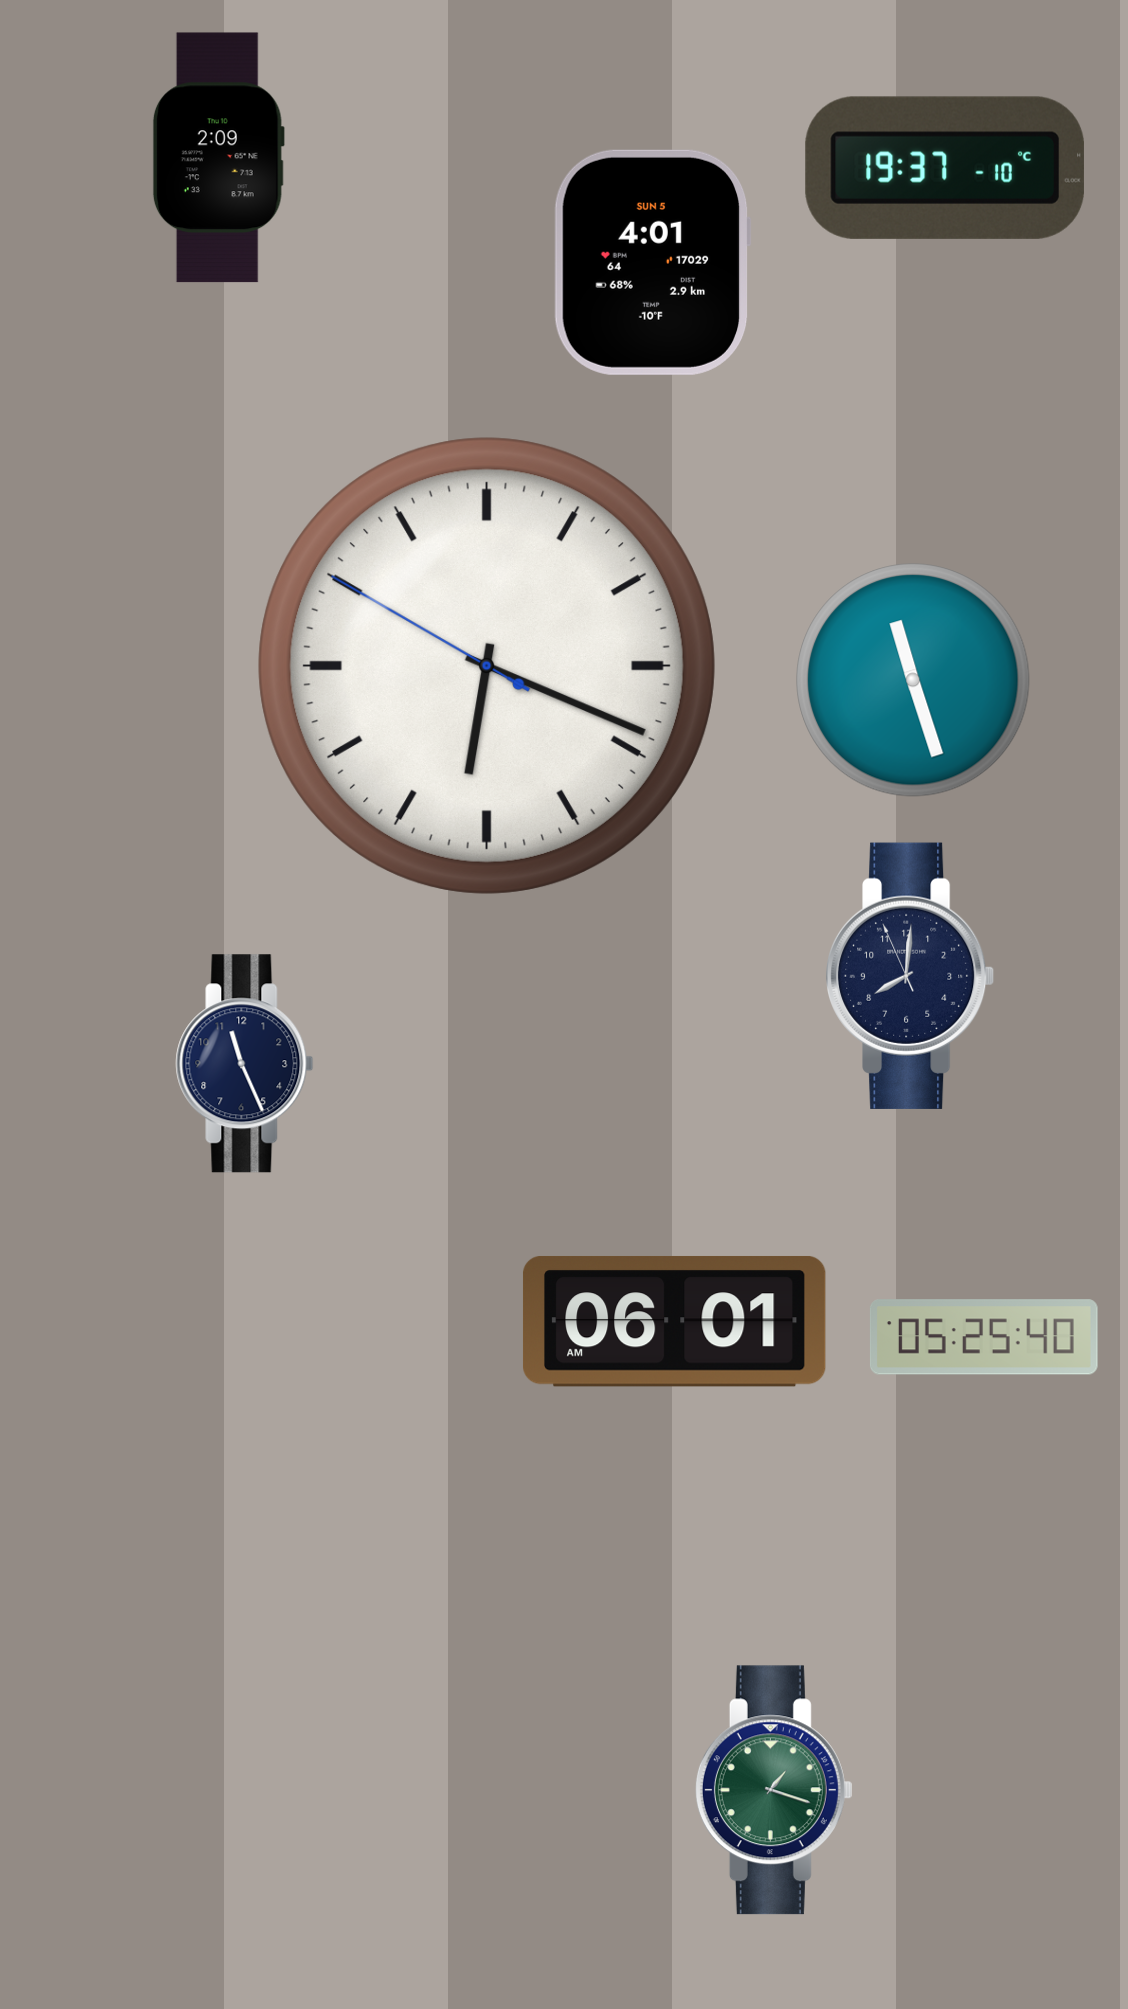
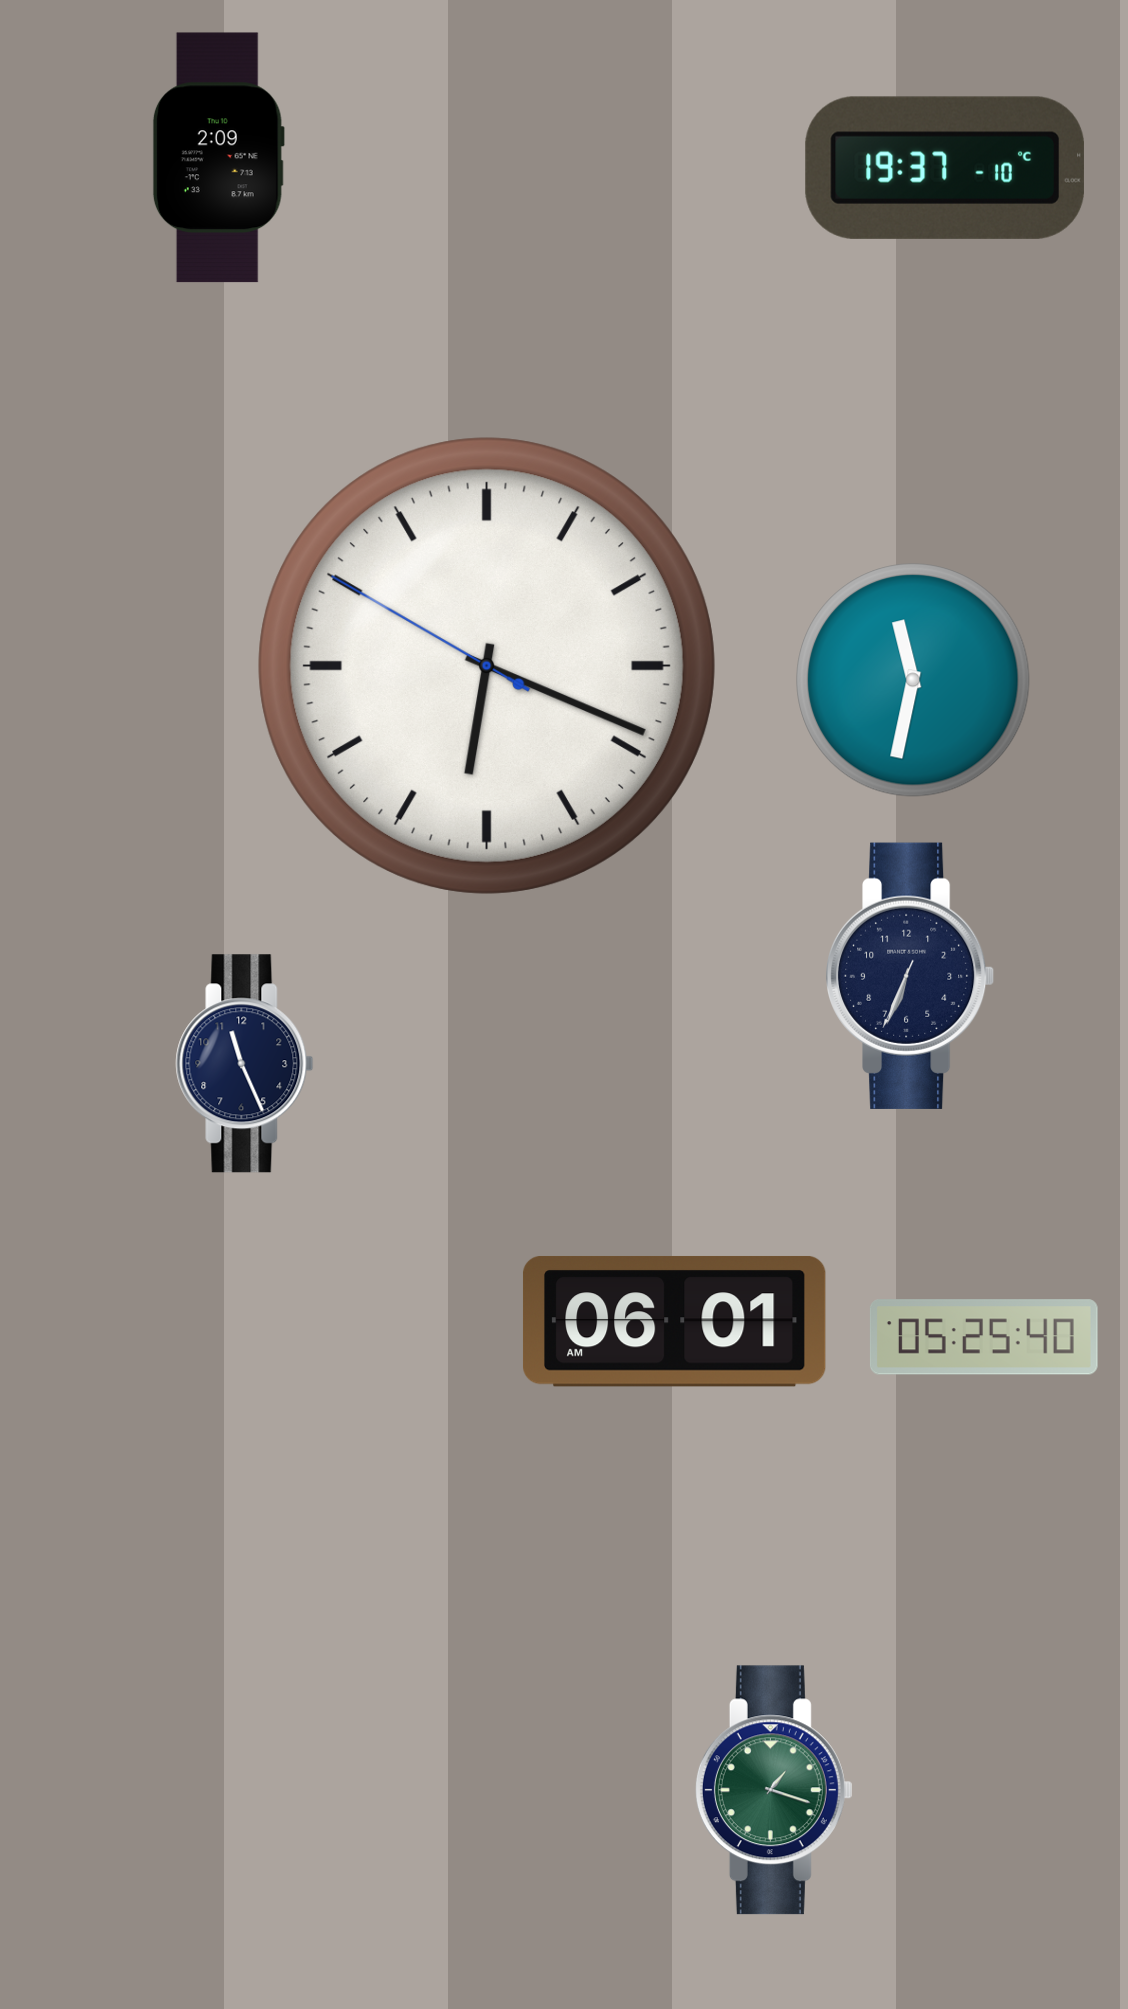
clock at (652, 262): 4:01 -> none
clock at (913, 680): 11:27 -> 11:32
clock at (911, 976): 8:00 -> 6:33
